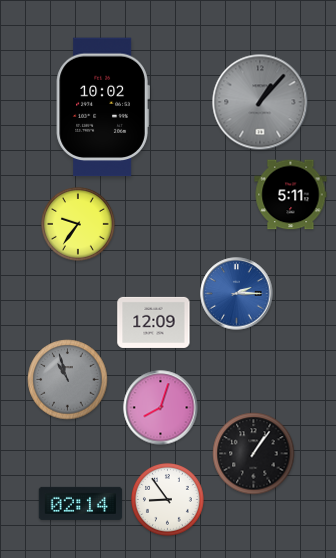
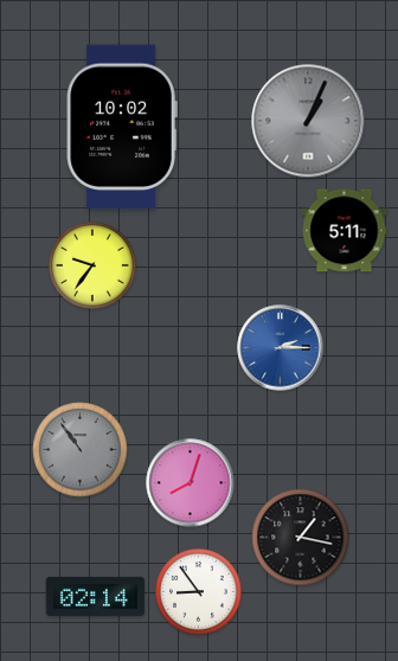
clock at (260, 102): 1:07 -> 1:04
clock at (154, 322): 12:09 -> none
clock at (68, 380): 10:57 -> 10:54
clock at (254, 454): 1:06 -> 1:17
